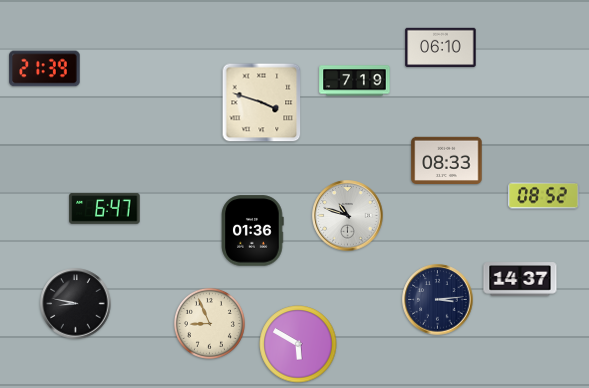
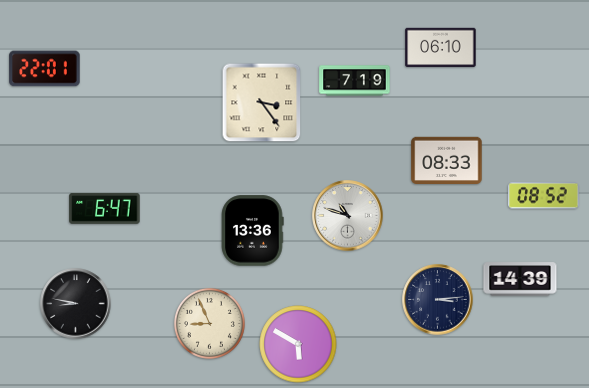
clock at (45, 69): 21:39 -> 22:01
clock at (262, 103): 3:48 -> 3:24
clock at (253, 231): 01:36 -> 13:36
clock at (520, 279): 14:37 -> 14:39
